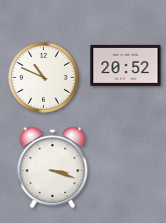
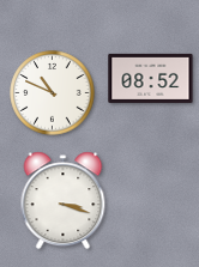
clock at (126, 65): 20:52 -> 08:52
